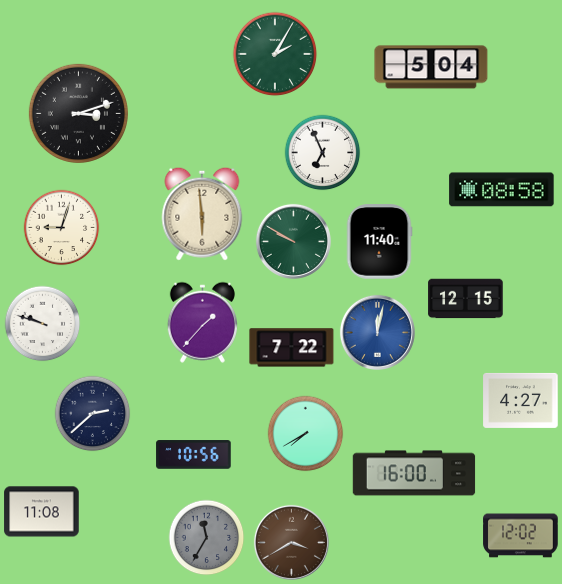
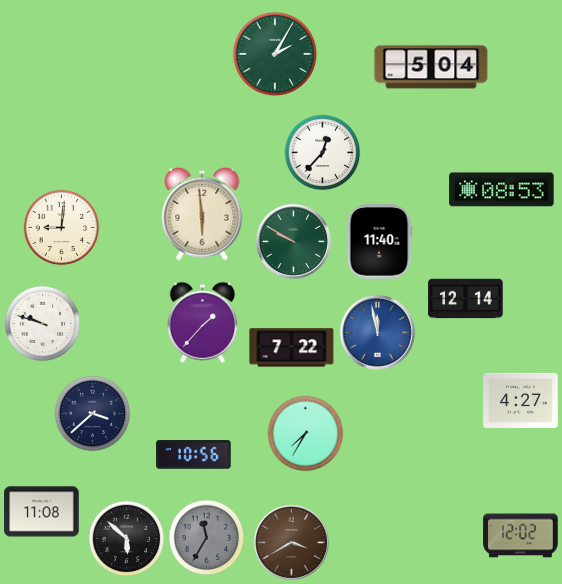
clock at (78, 113): 3:12 -> none
clock at (323, 153): 6:56 -> 12:37
clock at (502, 190): 08:58 -> 08:53
clock at (62, 228): 9:03 -> 9:01
clock at (466, 299): 12:15 -> 12:14
clock at (377, 332): 12:02 -> 11:58
clock at (93, 414): 2:38 -> 3:38
clock at (306, 434): 7:40 -> 7:35
clock at (414, 473): 16:00 -> none
clock at (127, 539): none -> 5:52
